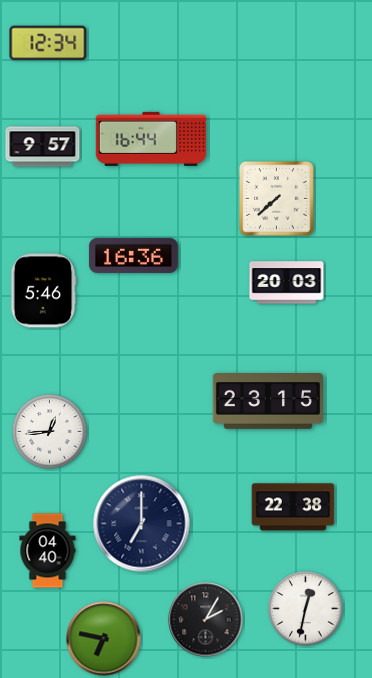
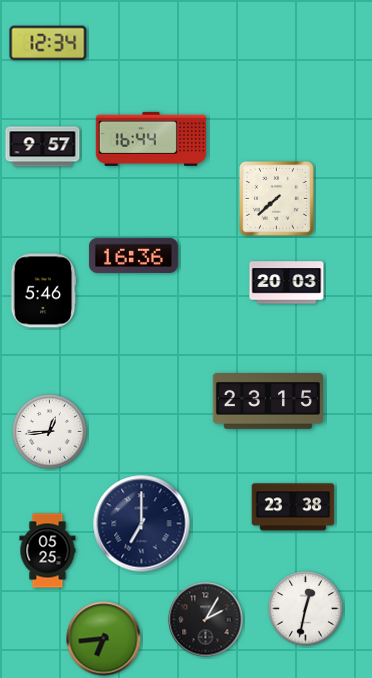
clock at (293, 507): 22:38 -> 23:38
clock at (48, 551): 04:40 -> 05:25
clock at (104, 639): 6:47 -> 6:44
